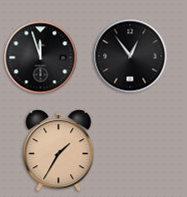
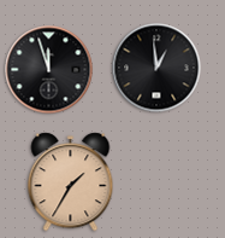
clock at (130, 56): 12:54 -> 12:59
